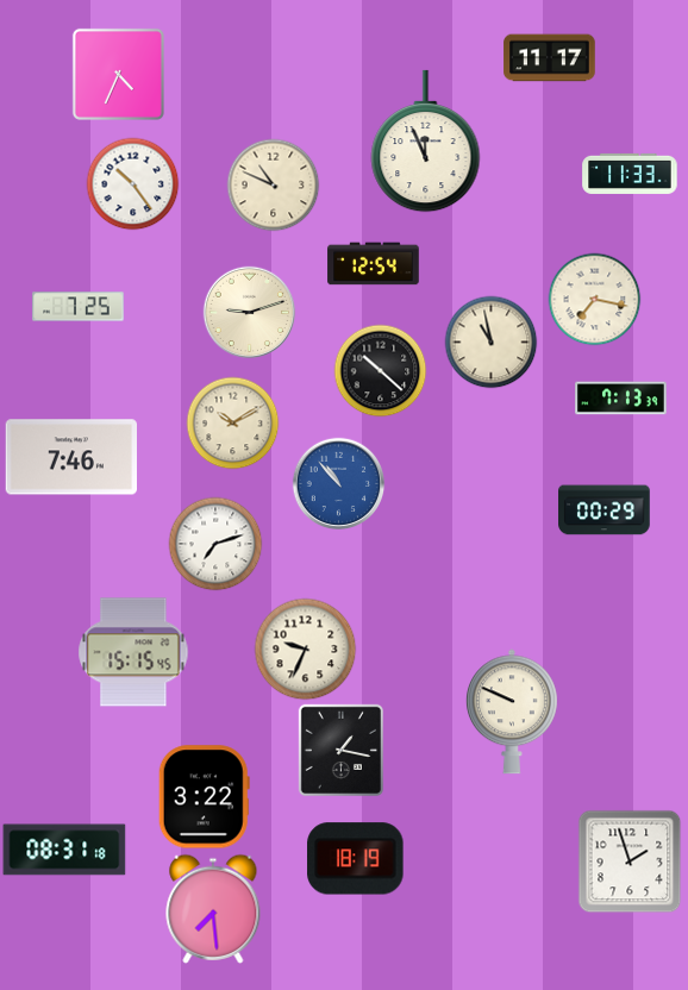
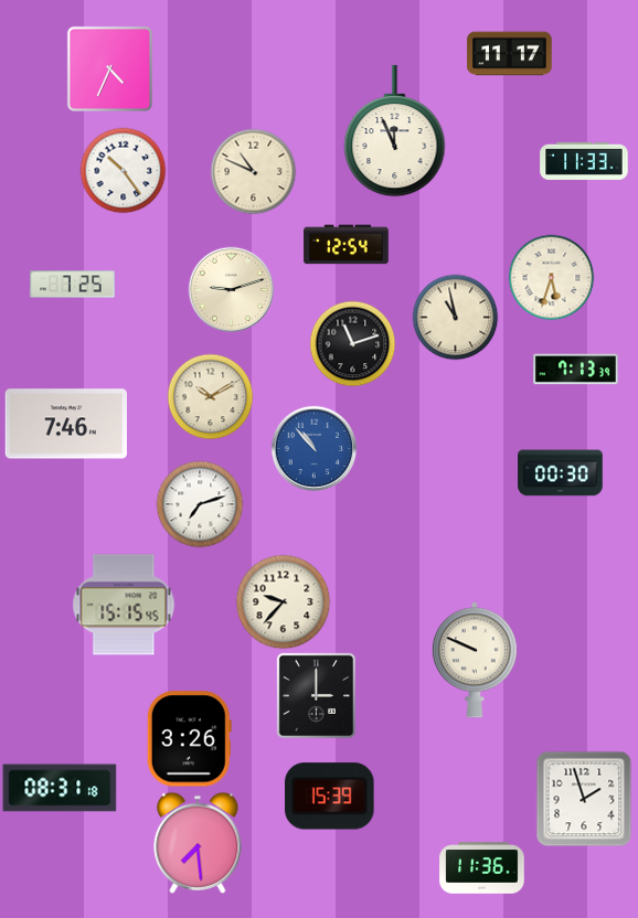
clock at (594, 299): 7:17 -> 5:33
clock at (380, 370): 10:22 -> 11:12
clock at (232, 422) position: (232, 422) -> (210, 396)
clock at (605, 510): 00:29 -> 00:30
clock at (305, 648): 9:34 -> 9:37
clock at (340, 750): 1:17 -> 3:00
clock at (204, 797): 3:22 -> 3:26
clock at (356, 859): 18:19 -> 15:39
clock at (482, 868): none -> 11:36
